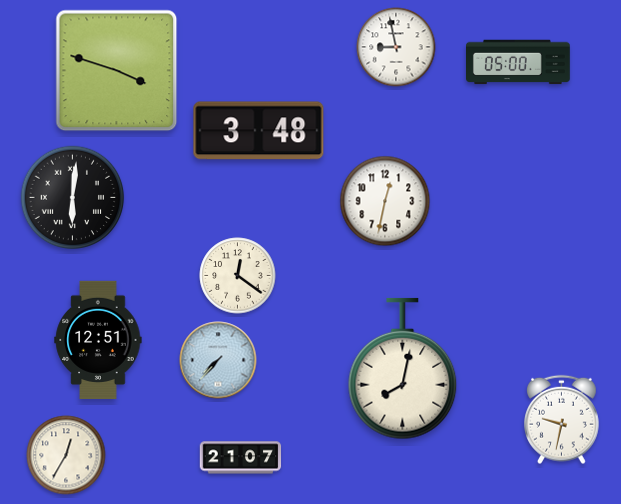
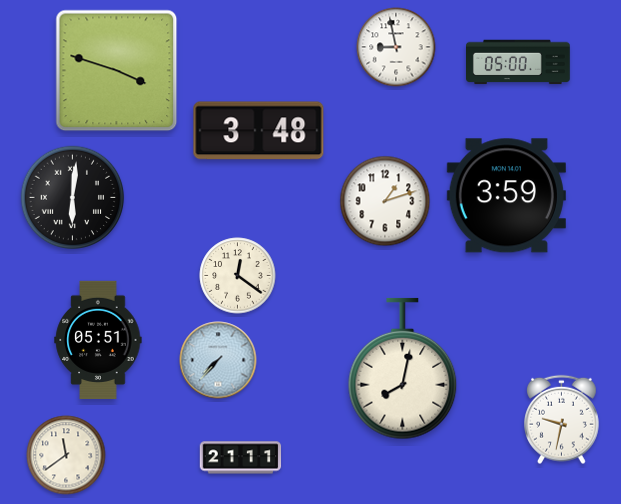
clock at (506, 196): none -> 3:59
clock at (385, 201): 12:32 -> 1:12
clock at (98, 340): 12:51 -> 05:51
clock at (66, 455): 12:35 -> 11:39
clock at (241, 458): 21:07 -> 21:11
